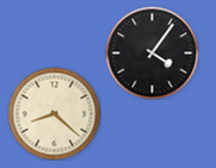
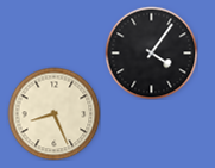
clock at (54, 113): 8:22 -> 8:26
